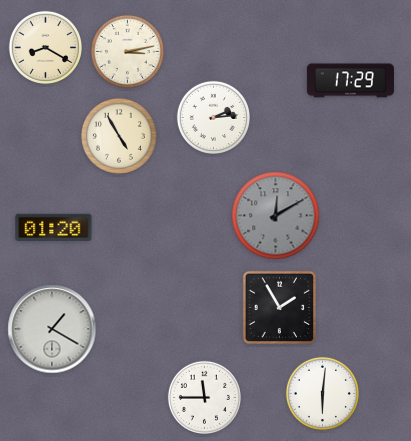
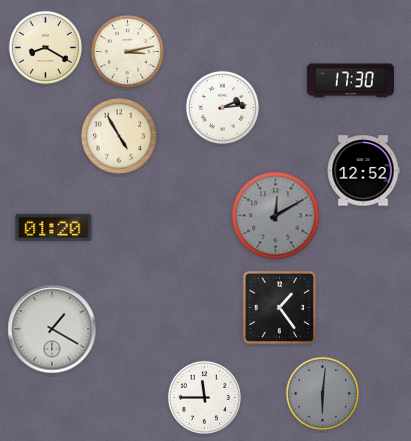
clock at (350, 81): 17:29 -> 17:30
clock at (213, 117) position: (213, 117) -> (222, 107)
clock at (363, 171): none -> 12:52
clock at (279, 307): 1:55 -> 1:24
clock at (322, 393) dial: white -> grey
